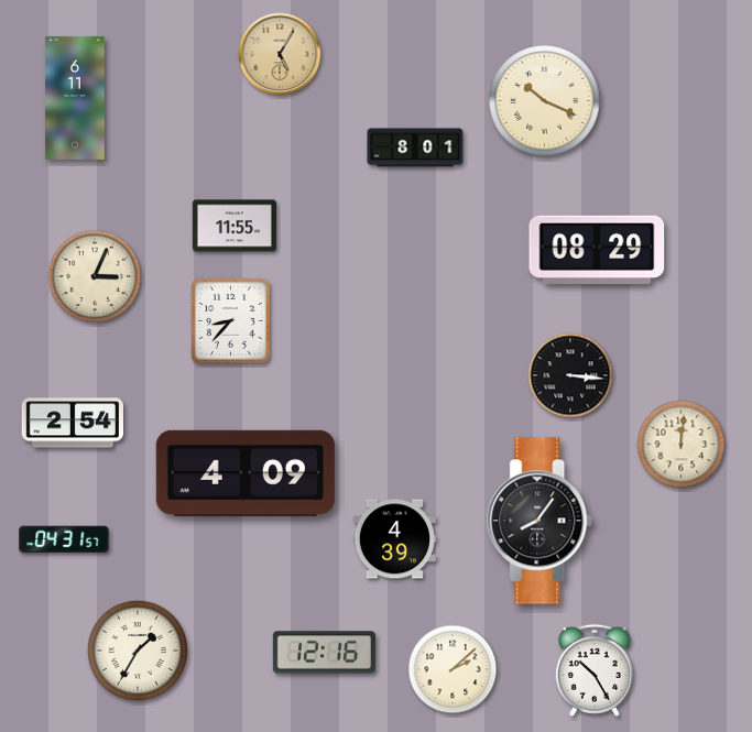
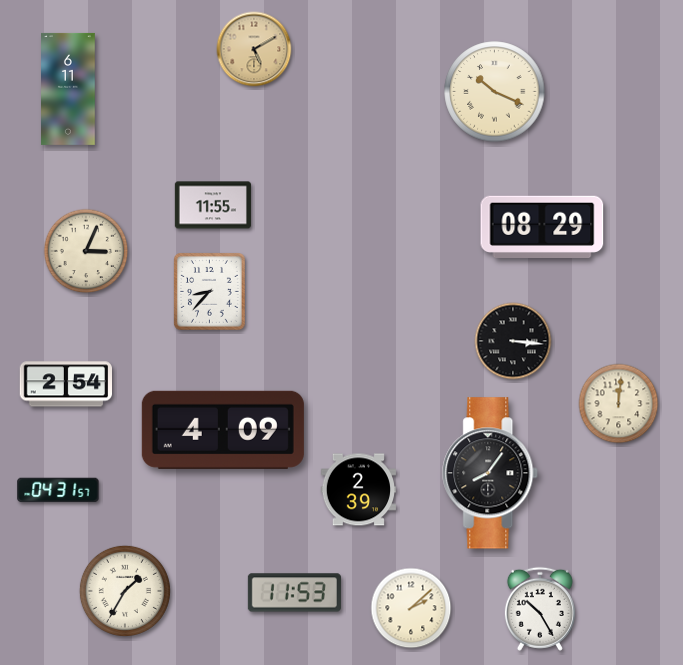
clock at (280, 54): 5:05 -> 5:10
clock at (415, 148): 8:01 -> none
clock at (570, 375) position: (570, 375) -> (513, 341)
clock at (394, 539): 4:39 -> 2:39
clock at (324, 653): 12:16 -> 11:53
